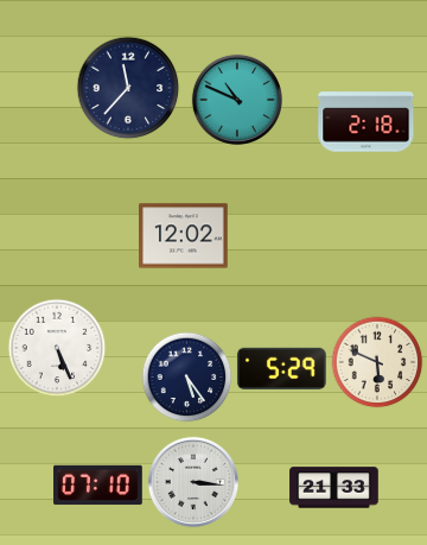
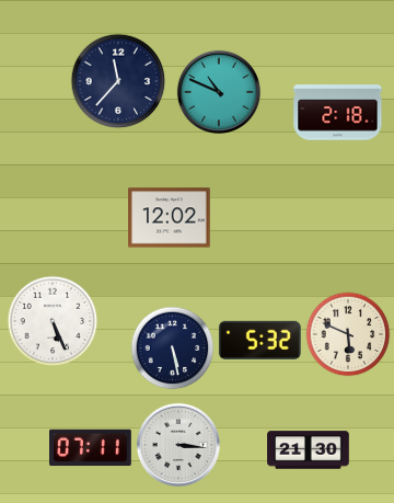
clock at (281, 368): 5:29 -> 5:32
clock at (187, 378): 5:24 -> 5:28
clock at (98, 486): 07:10 -> 07:11
clock at (334, 488): 21:33 -> 21:30
